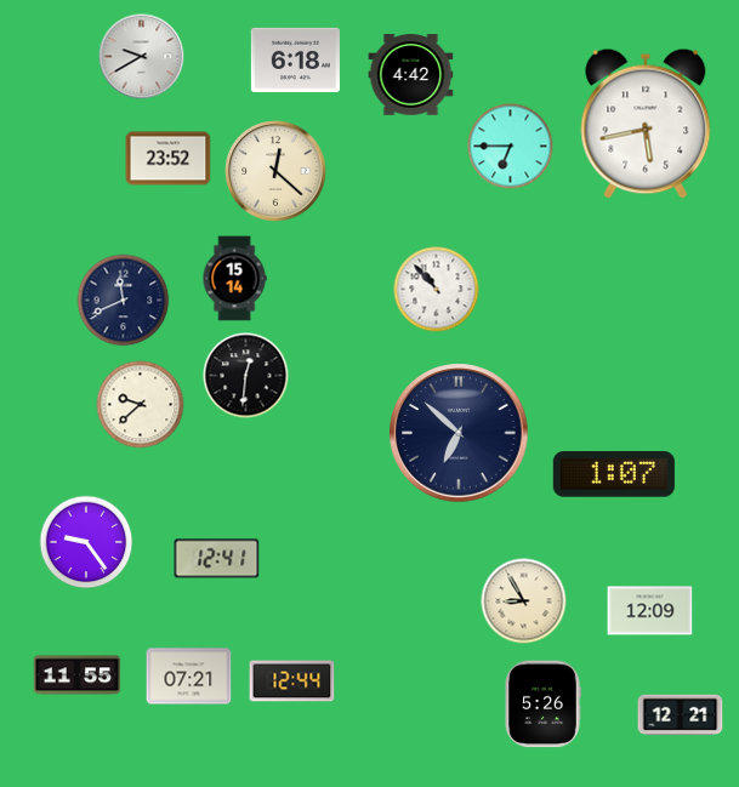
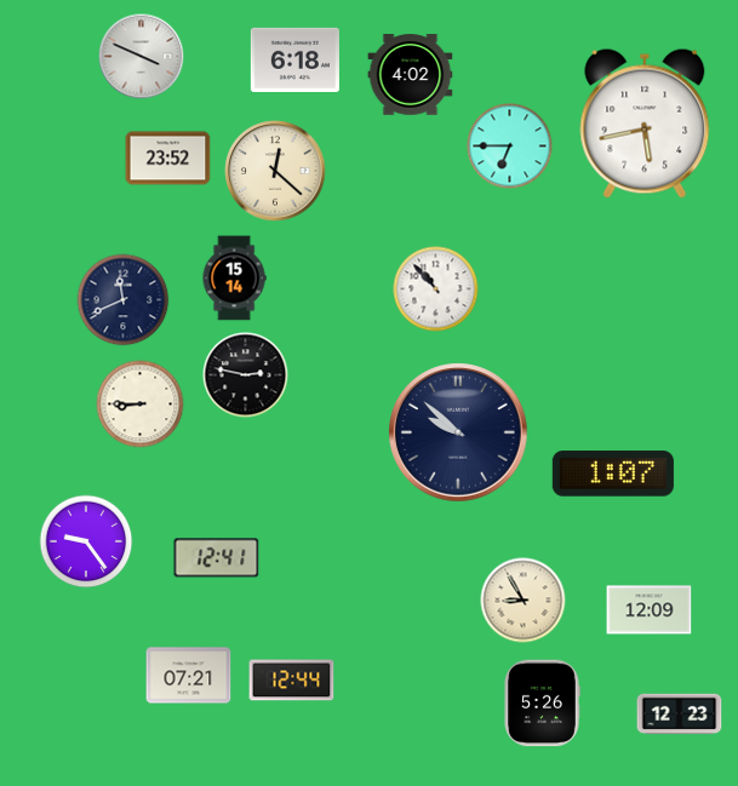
clock at (142, 57): 9:40 -> 3:49
clock at (411, 75): 4:42 -> 4:02
clock at (246, 376): 12:31 -> 2:47
clock at (141, 405): 9:38 -> 8:45
clock at (459, 433): 6:52 -> 9:52
clock at (78, 675): 11:55 -> none
clock at (681, 715): 12:21 -> 12:23
